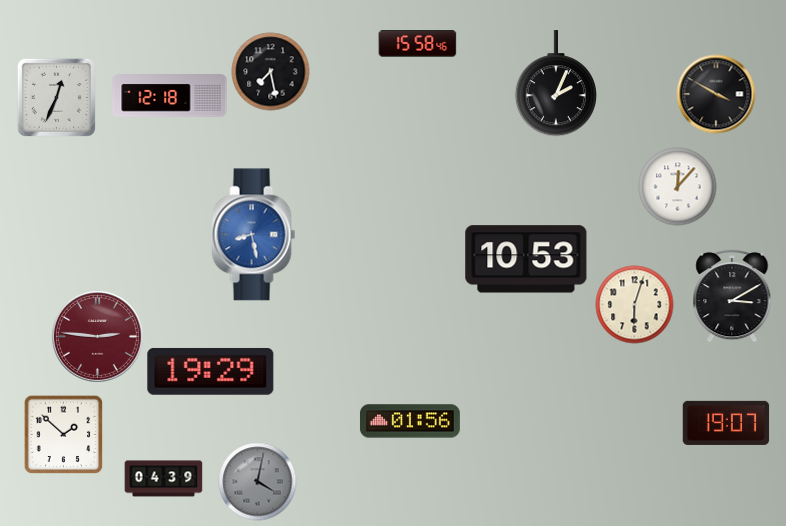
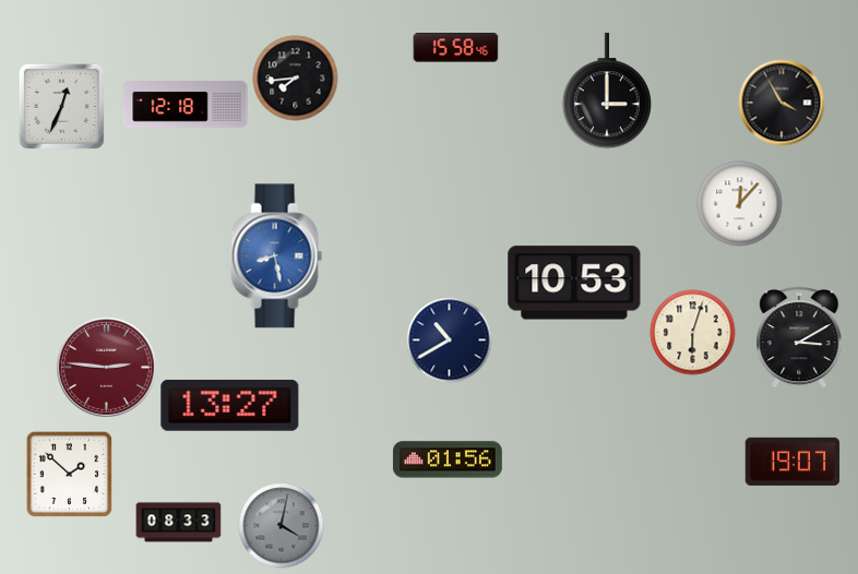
clock at (270, 71): 7:28 -> 7:44
clock at (556, 83): 2:04 -> 3:00
clock at (716, 94): 3:50 -> 3:55
clock at (732, 296) position: (732, 296) -> (799, 337)
clock at (449, 339): none -> 10:40
clock at (211, 371): 19:29 -> 13:27
clock at (163, 479): 04:39 -> 08:33
